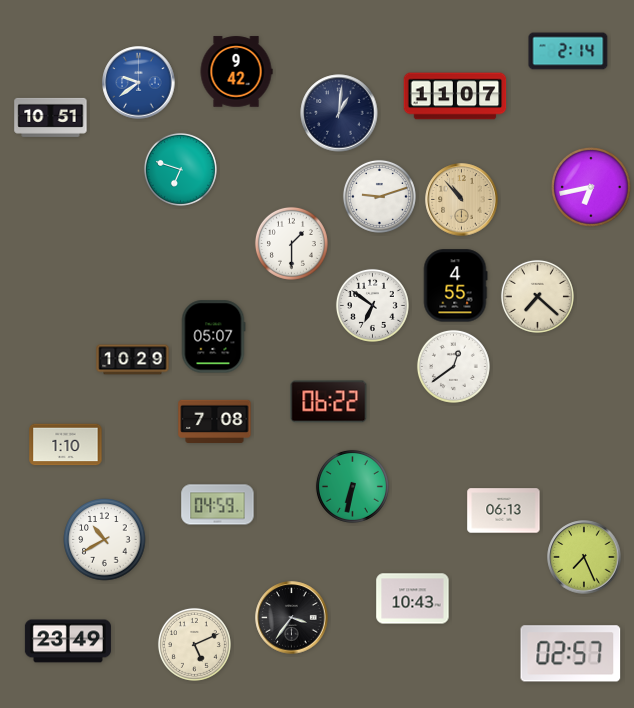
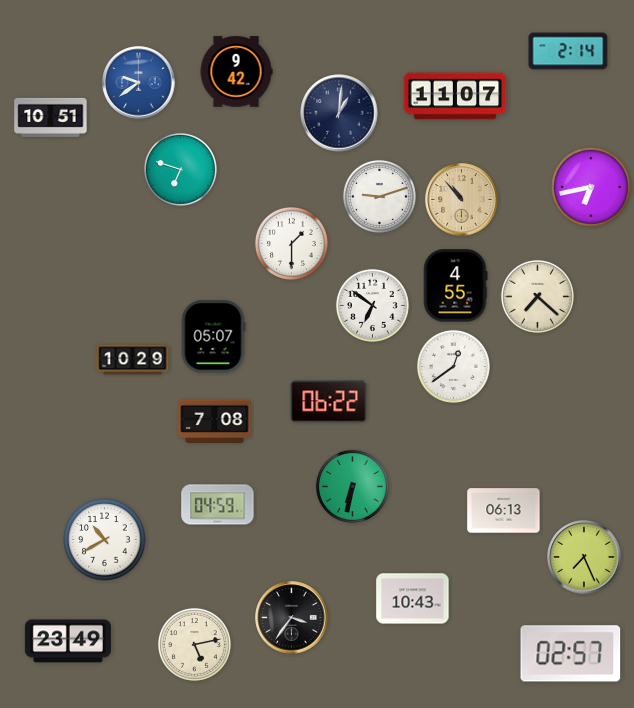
clock at (66, 445): 1:10 -> none
clock at (194, 644): 5:11 -> 5:13
